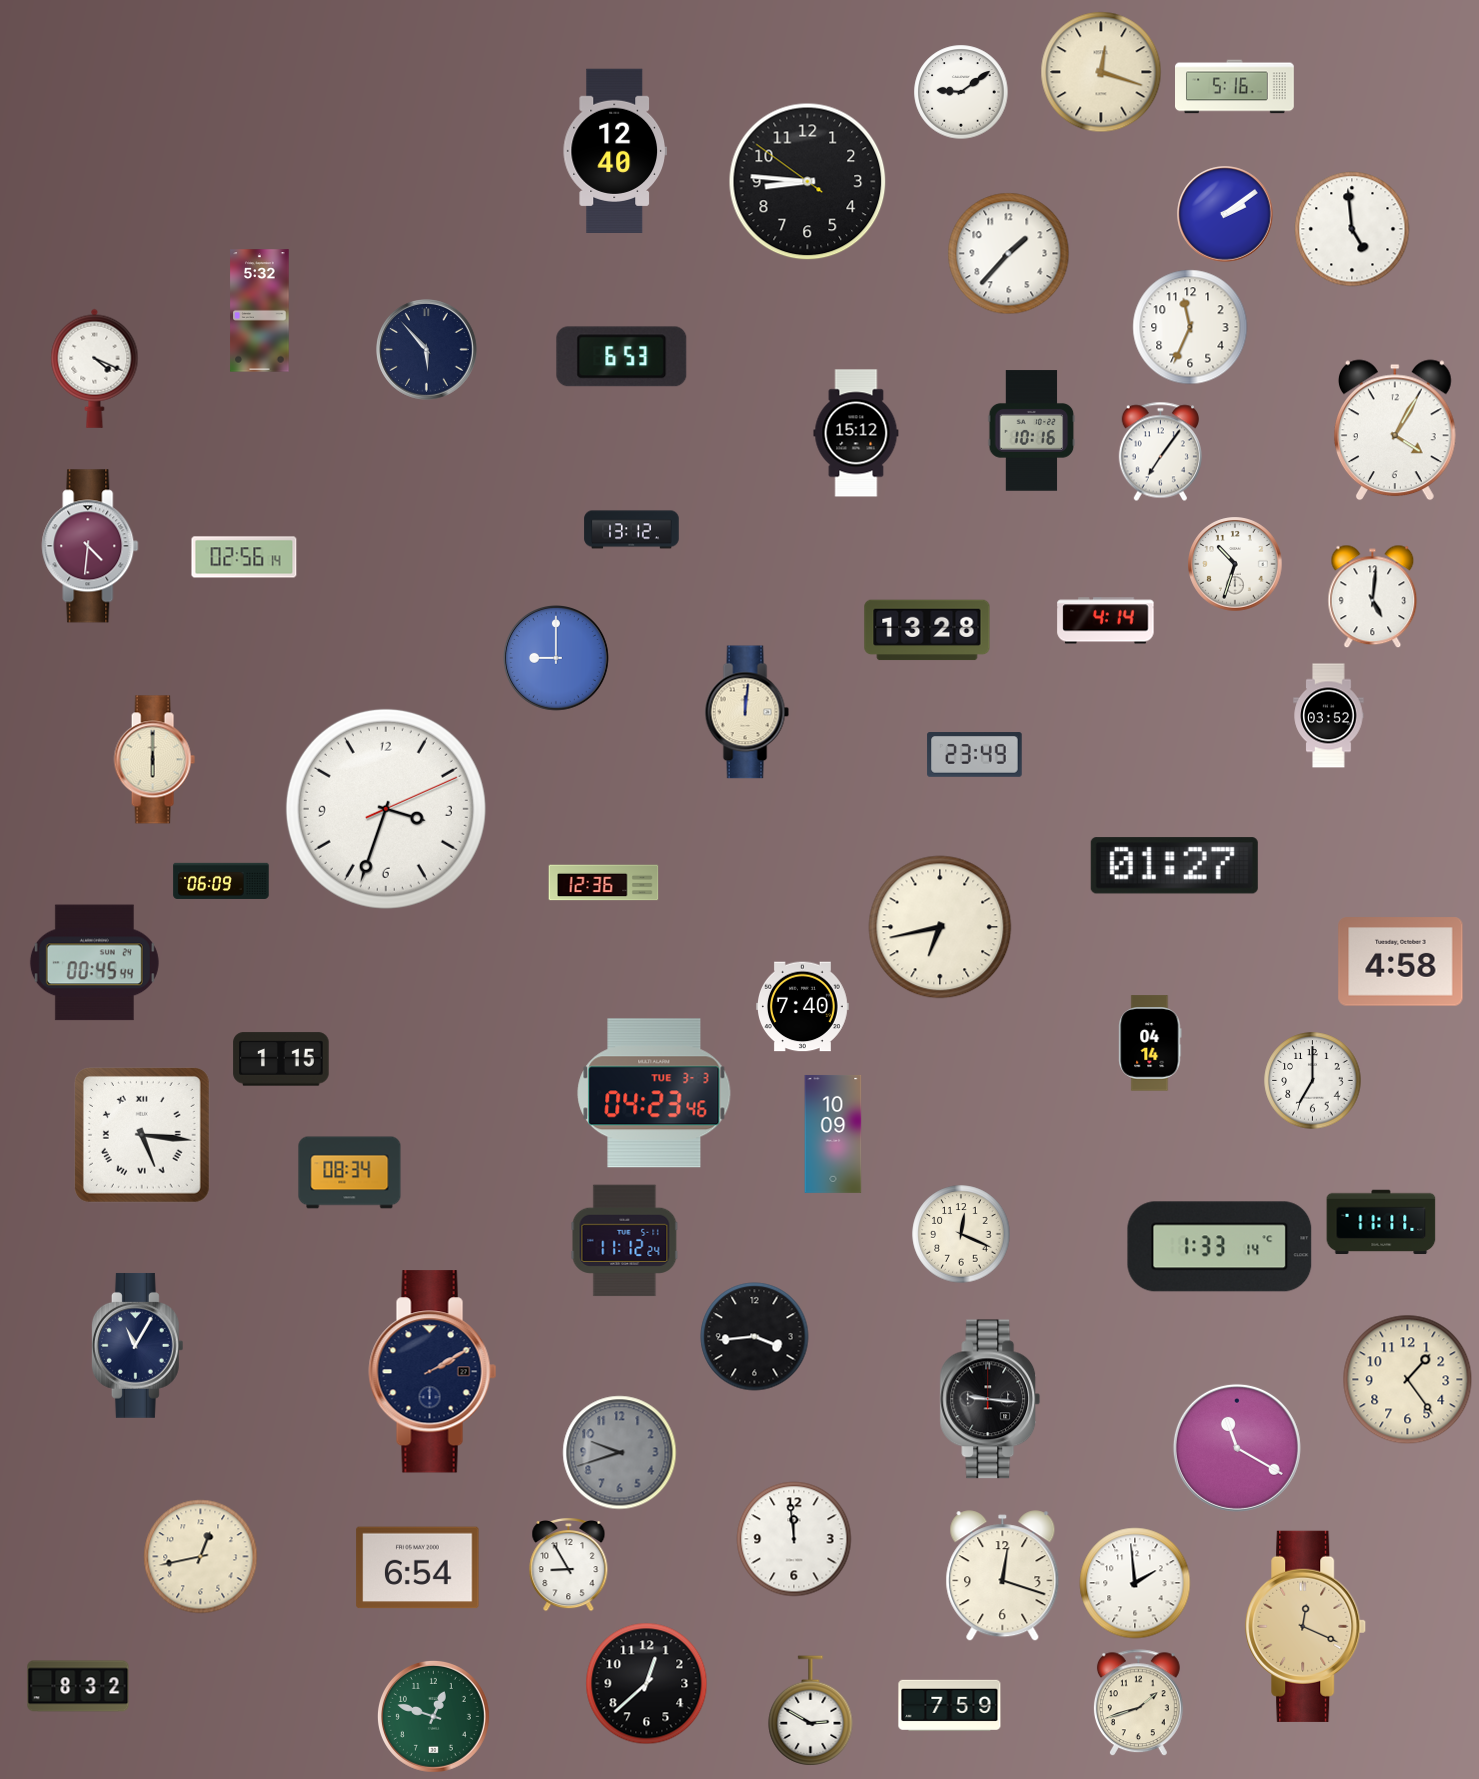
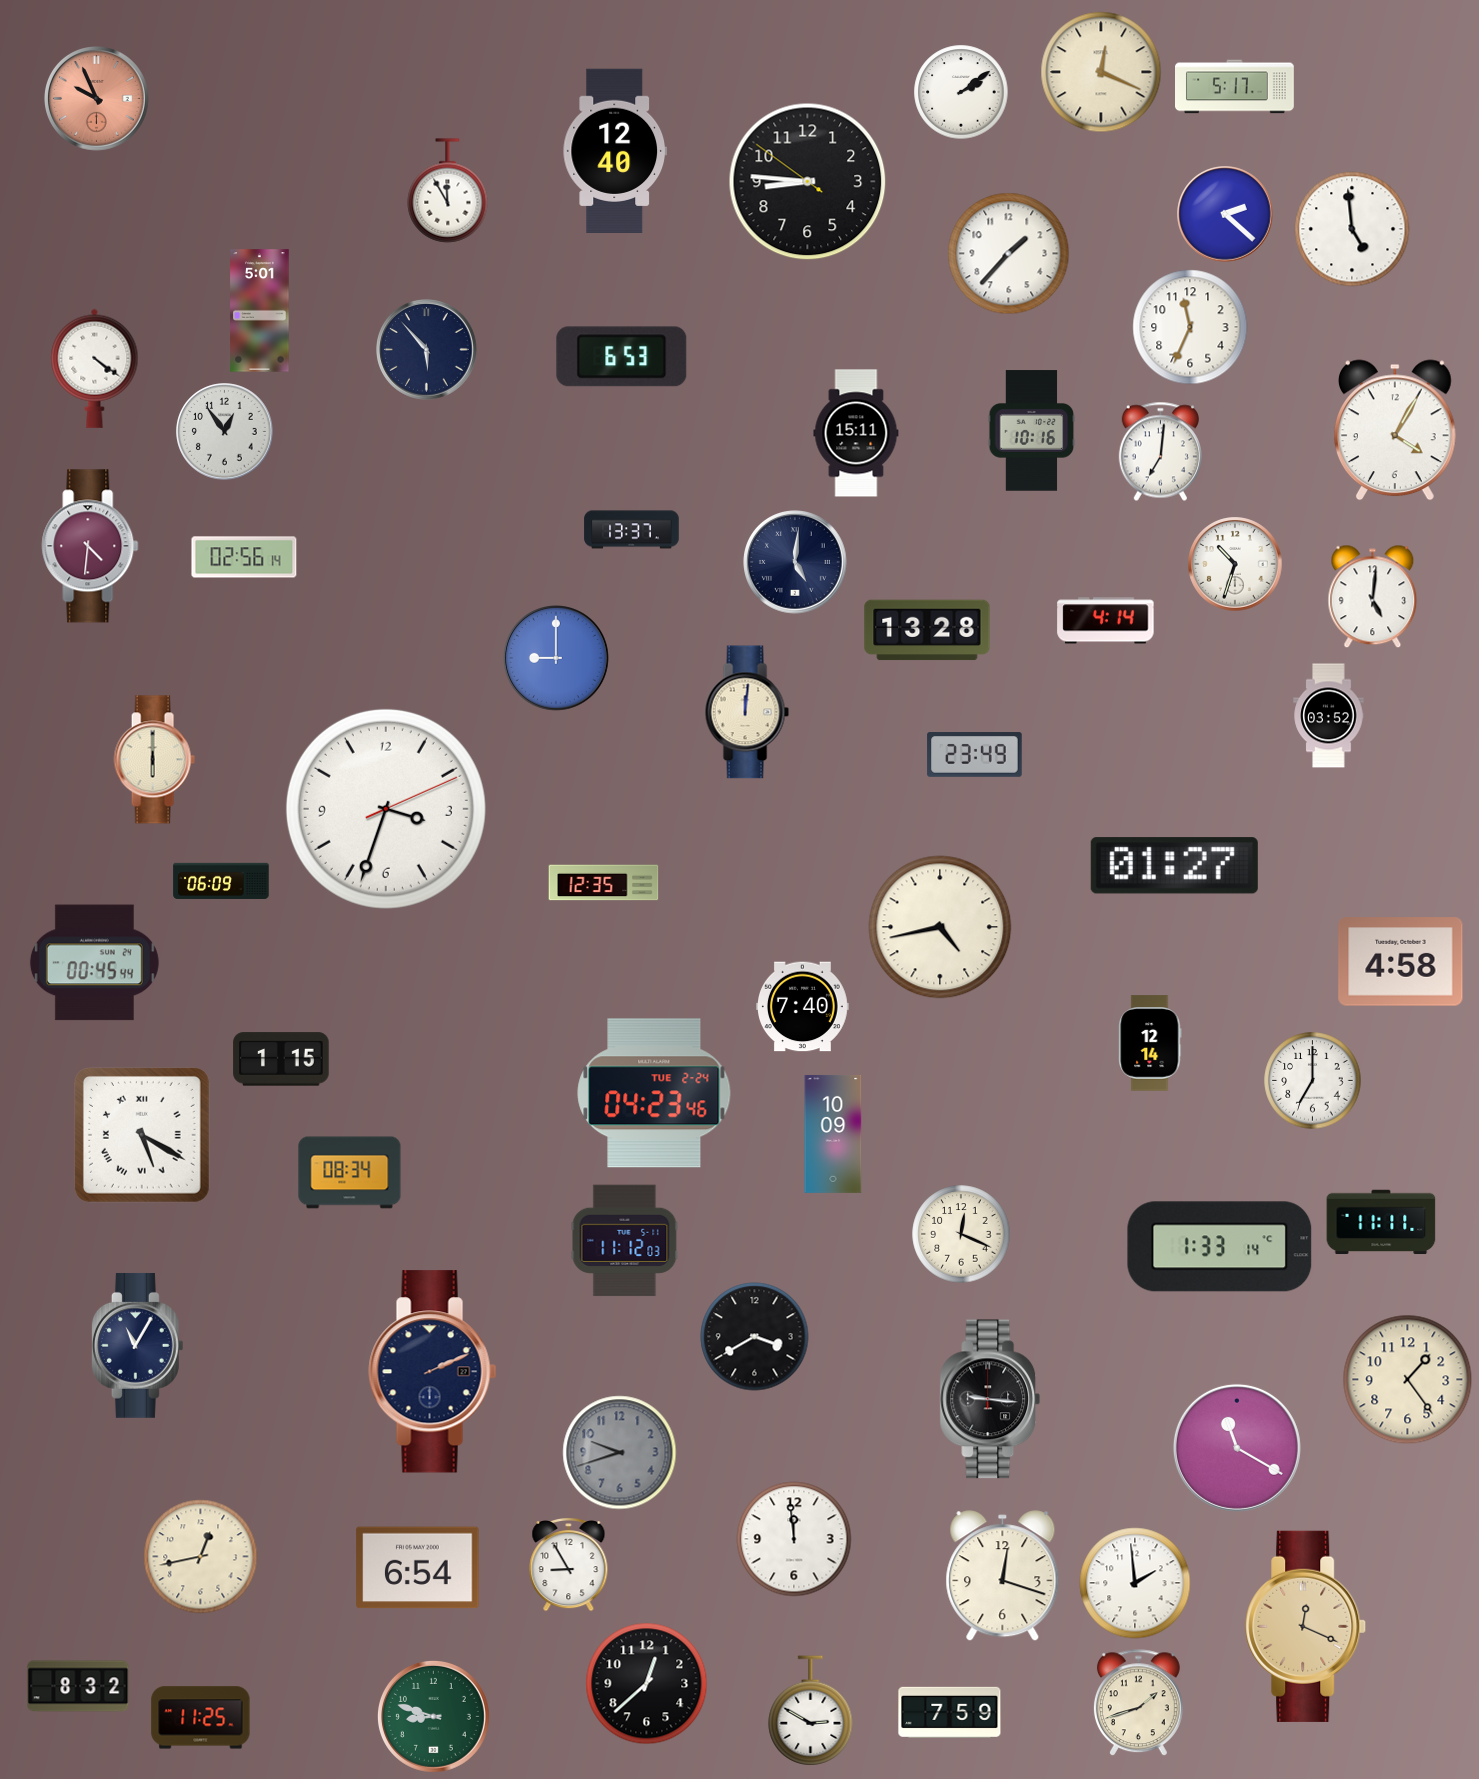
clock at (1101, 72): 12:18 -> 12:19
clock at (1235, 87): 5:16 -> 5:17
clock at (961, 92): 9:09 -> 2:09
clock at (97, 99): none -> 9:56
clock at (448, 191): none -> 11:55
clock at (1225, 214): 2:09 -> 2:22
clock at (260, 311): 5:32 -> 5:01
clock at (95, 368): 4:19 -> 4:21
clock at (225, 432): none -> 12:54
clock at (856, 433): 15:12 -> 15:11
clock at (1160, 452): 7:06 -> 7:01
clock at (632, 530): 13:12 -> 13:37
clock at (796, 563): none -> 5:01
clock at (604, 883): 12:36 -> 12:35
clock at (940, 927): 6:43 -> 4:43
clock at (1150, 1043): 04:14 -> 12:14
clock at (654, 1093) date: TUE 3-3 -> TUE 2-24
clock at (143, 1136): 5:16 -> 5:20
clock at (625, 1241): 11:12:24 -> 11:12:03
clock at (755, 1337): 3:44 -> 3:40
clock at (433, 1372): 2:10 -> 2:11
clock at (950, 1705) position: (950, 1705) -> (950, 1712)
clock at (433, 1716): 12:48 -> 8:48
clock at (201, 1718): none -> 11:25
